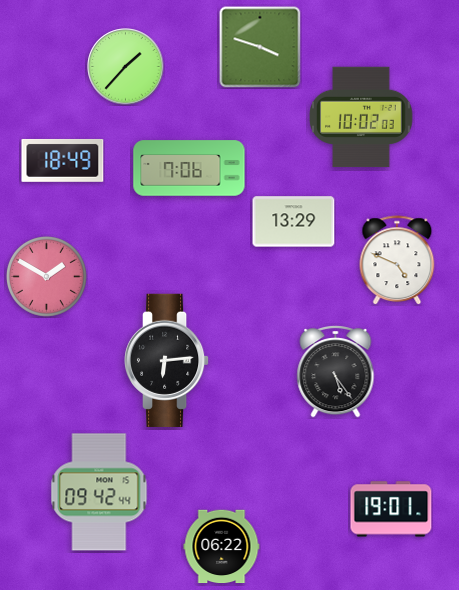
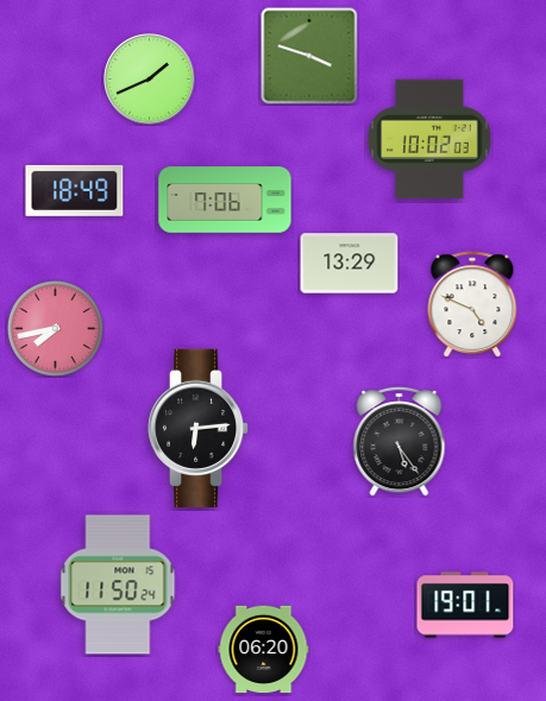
clock at (126, 67): 1:37 -> 1:41
clock at (397, 260) position: (397, 260) -> (472, 304)
clock at (46, 276): 1:50 -> 7:43
clock at (99, 492): 09:42 -> 11:50
clock at (222, 547): 06:22 -> 06:20
